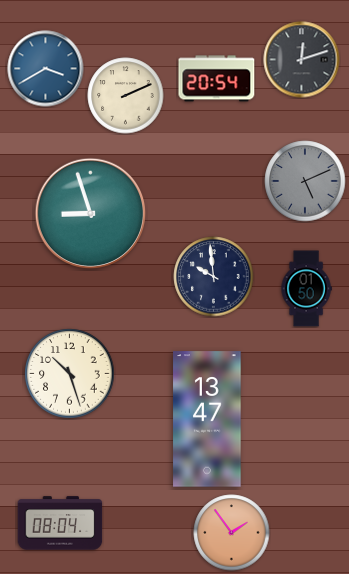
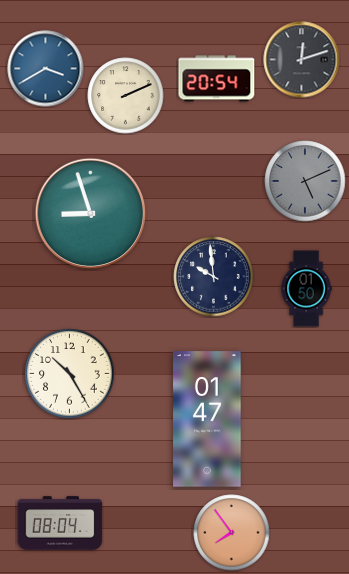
clock at (70, 374): 10:27 -> 10:25
clock at (207, 419): 13:47 -> 01:47
clock at (232, 533): 1:54 -> 7:54
